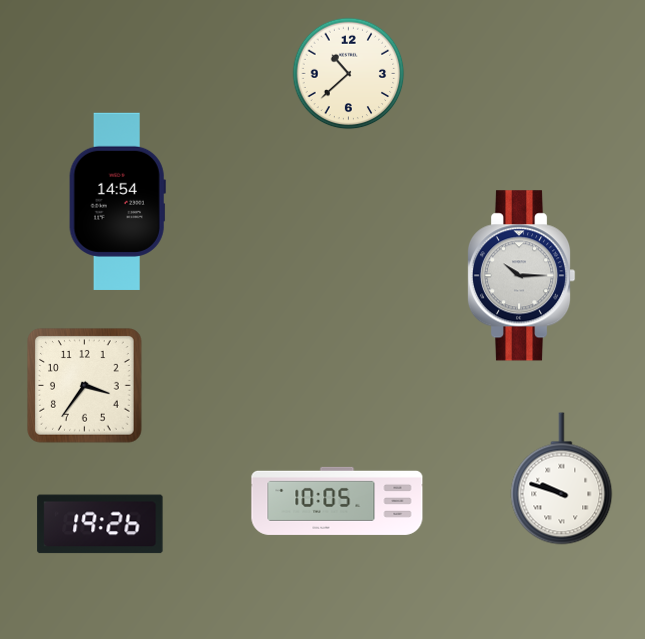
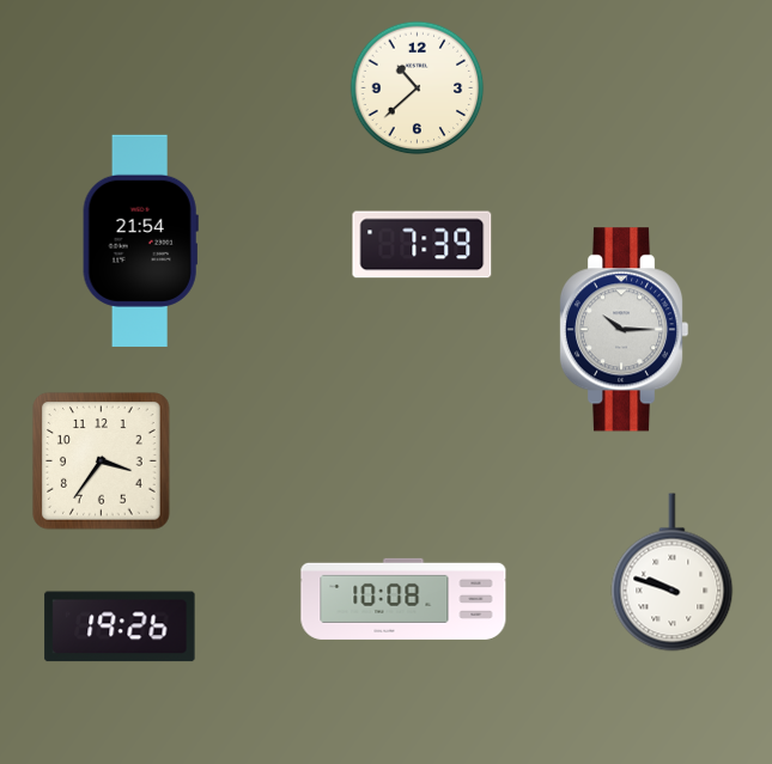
clock at (117, 201): 14:54 -> 21:54
clock at (423, 245): none -> 7:39
clock at (337, 501): 10:05 -> 10:08
